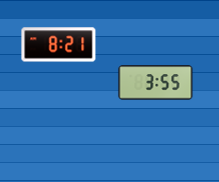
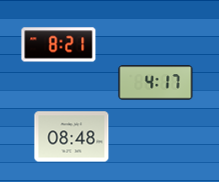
clock at (156, 83): 3:55 -> 4:17
clock at (72, 137): none -> 08:48
